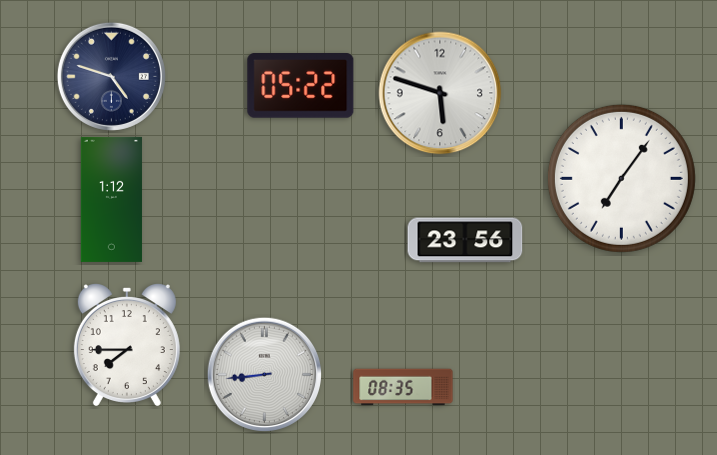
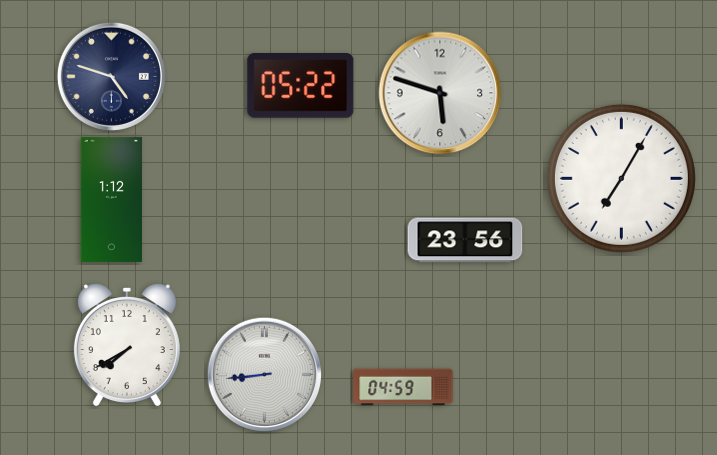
clock at (621, 178): 7:06 -> 7:05
clock at (127, 345): 7:45 -> 7:40
clock at (403, 387): 08:35 -> 04:59
